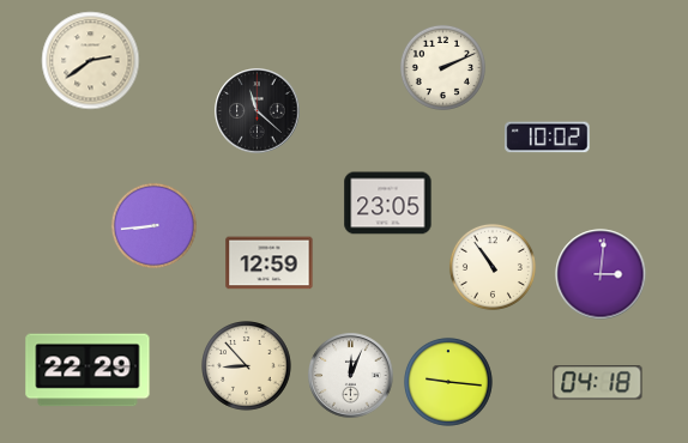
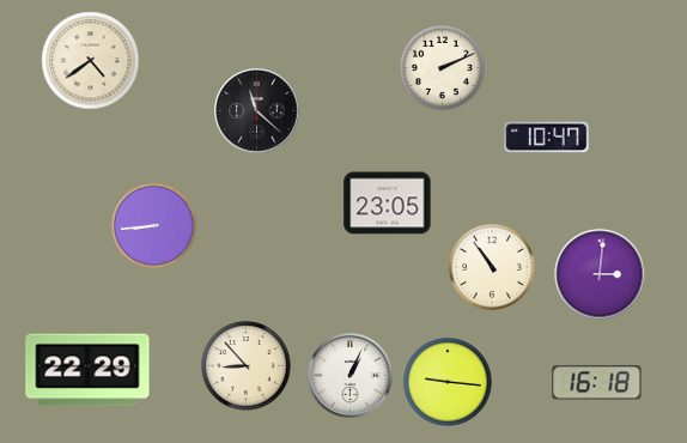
clock at (91, 61): 2:39 -> 4:39
clock at (548, 138): 10:02 -> 10:47
clock at (270, 263): 12:59 -> none
clock at (351, 376): 12:04 -> 1:04
clock at (598, 383): 04:18 -> 16:18
